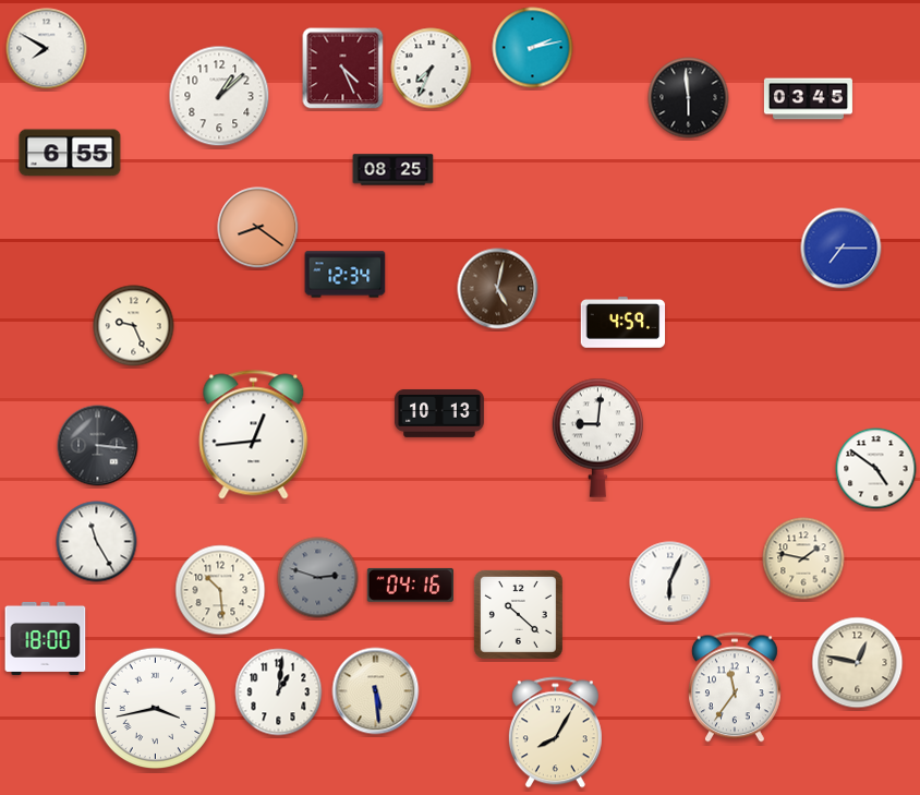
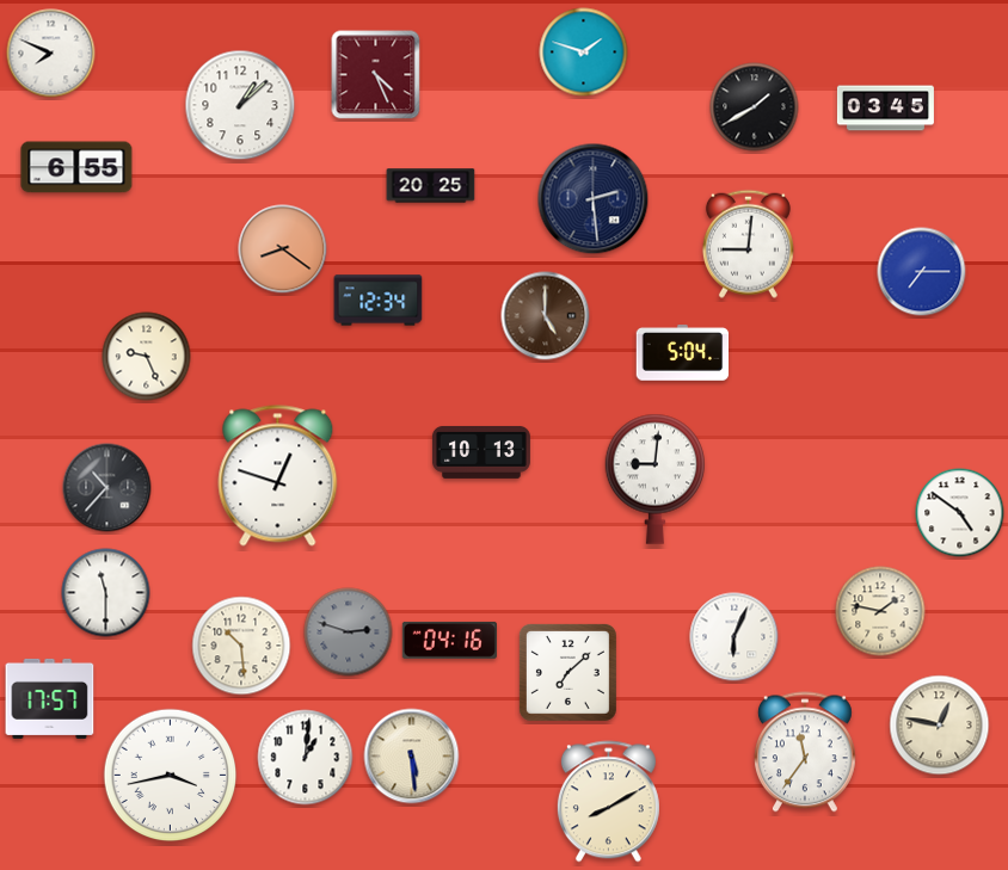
clock at (533, 48): 2:13 -> 1:48
clock at (47, 49): 7:50 -> 7:49
clock at (432, 69): 7:34 -> none
clock at (689, 98): 5:59 -> 1:40
clock at (394, 170): 08:25 -> 20:25
clock at (594, 199): none -> 2:29
clock at (748, 243): none -> 9:01
clock at (498, 289): 5:02 -> 5:00
clock at (624, 323): 4:59 -> 5:04
clock at (254, 435): 12:44 -> 12:48
clock at (98, 446): 3:16 -> 10:37
clock at (97, 542): 11:25 -> 11:30
clock at (518, 614): 10:22 -> 7:08
clock at (46, 638): 18:00 -> 17:57
clock at (555, 733): 8:05 -> 8:10
